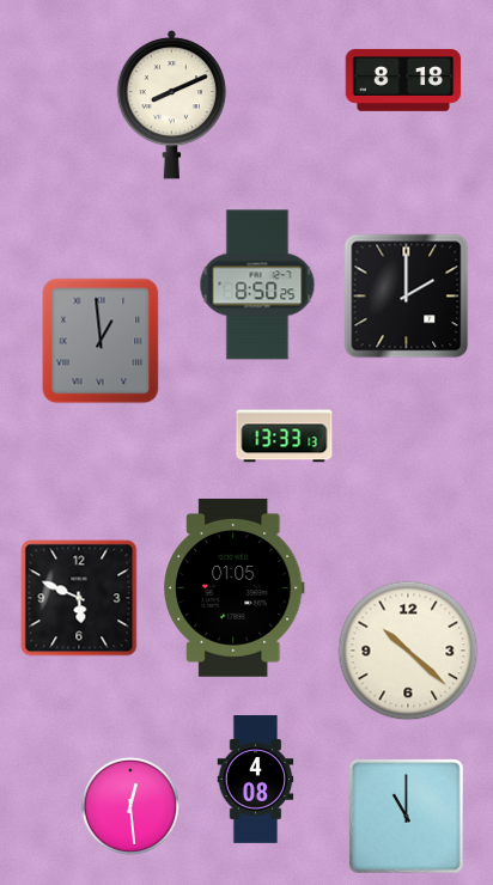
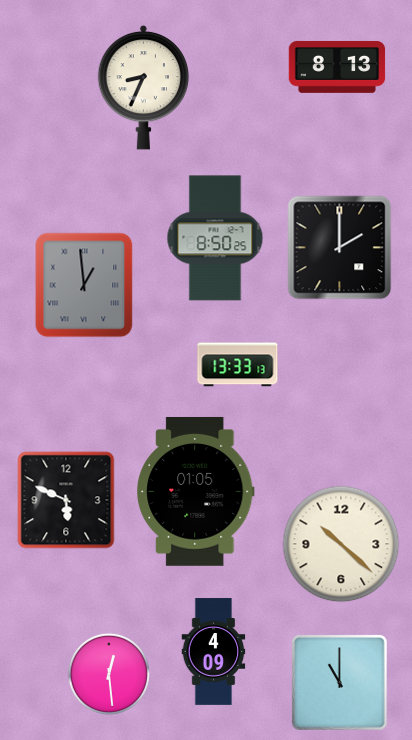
clock at (403, 80): 8:18 -> 8:13
clock at (172, 104): 8:11 -> 8:34
clock at (256, 780): 4:08 -> 4:09
